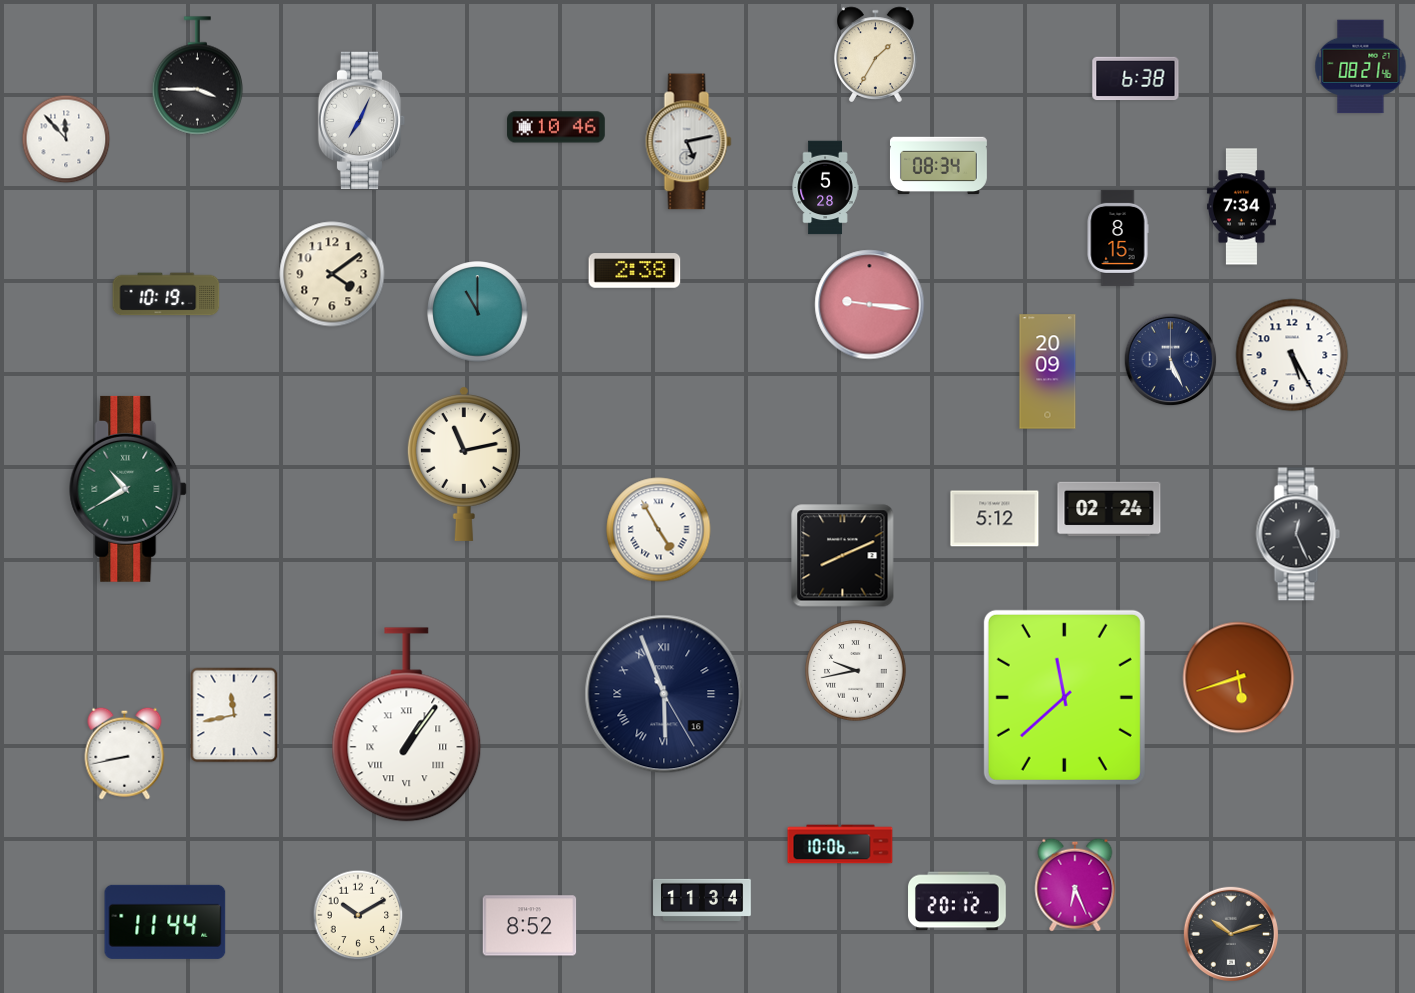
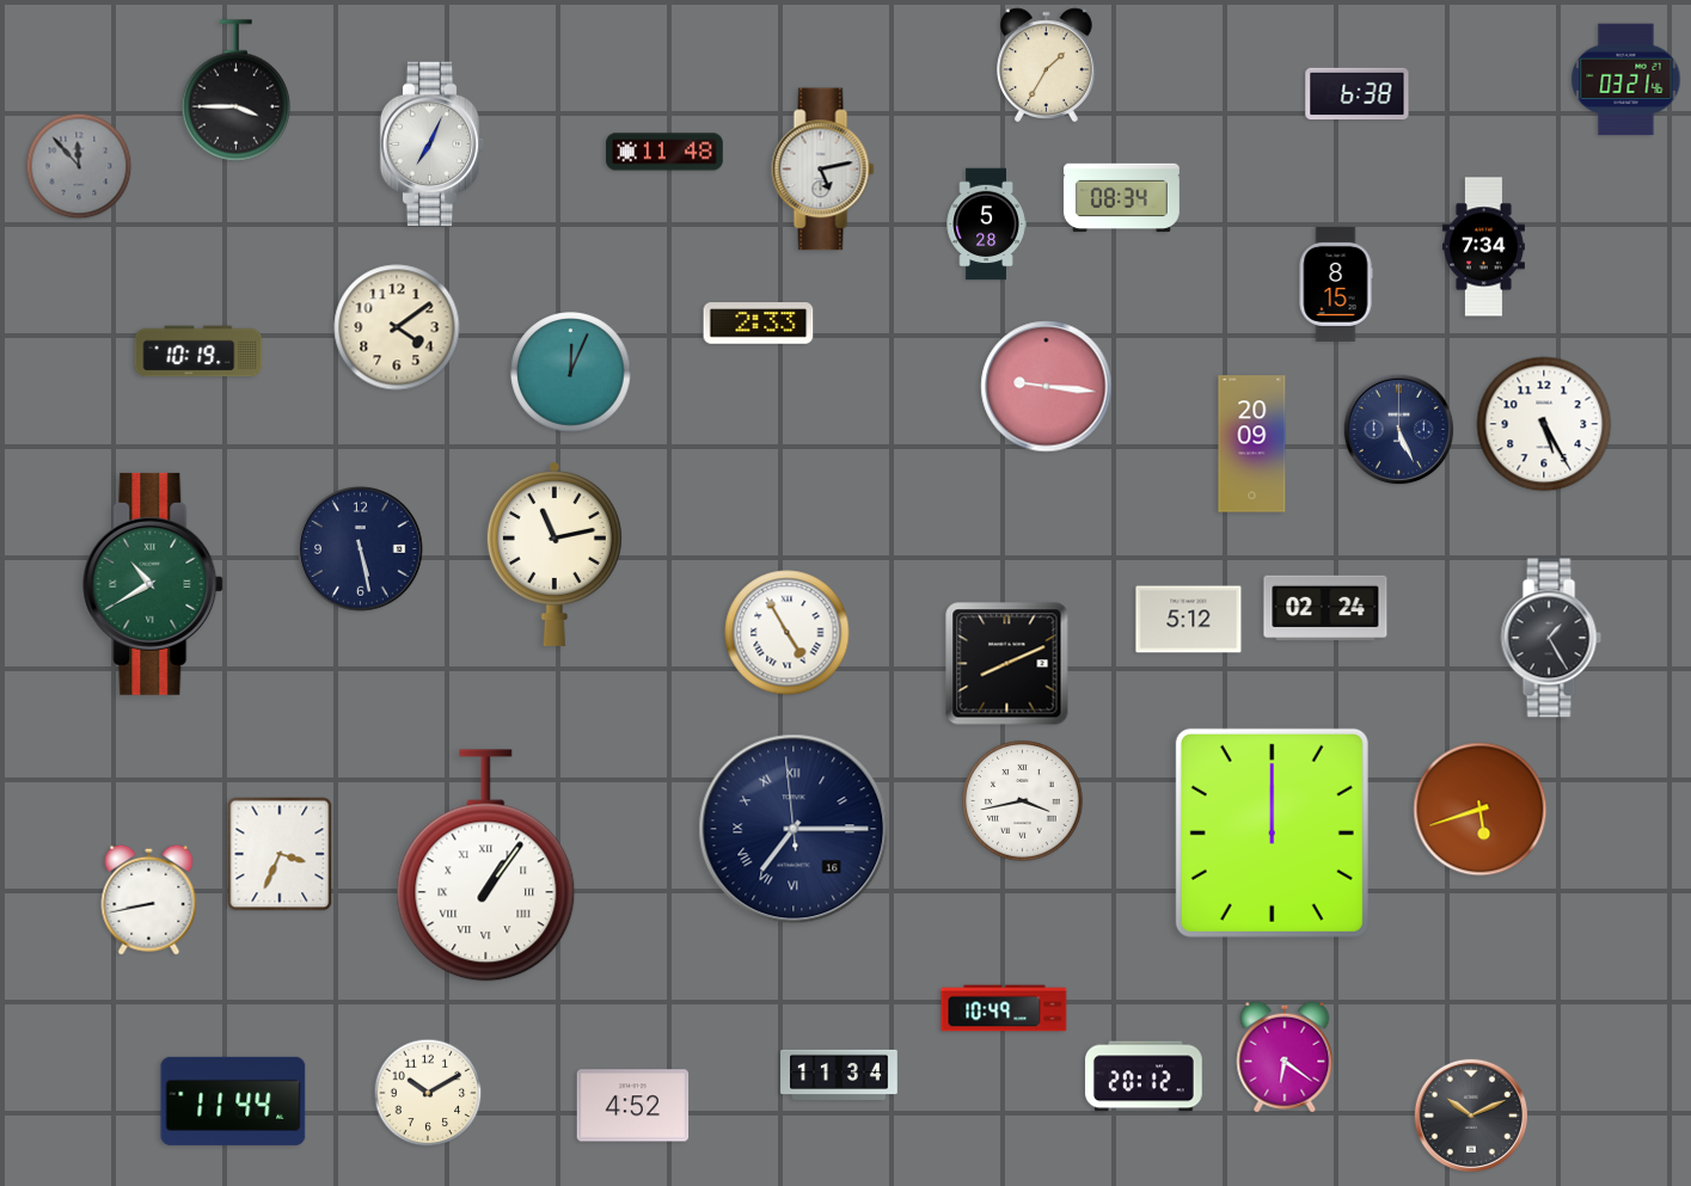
clock at (1361, 67): 08:21 -> 03:21
clock at (556, 127): 10:46 -> 11:48
clock at (66, 139) dial: white -> grey
clock at (635, 271): 2:38 -> 2:33
clock at (870, 305) position: (870, 305) -> (1047, 387)
clock at (478, 312): 11:00 -> 12:04
clock at (361, 549): none -> 5:28
clock at (1298, 534): 12:26 -> 1:25
clock at (856, 671): 9:43 -> 3:43
clock at (664, 694): 5:56 -> 7:14
clock at (1064, 697): 11:38 -> 12:00
clock at (234, 715): 11:43 -> 3:34
clock at (840, 844): 10:06 -> 10:49
clock at (1075, 885): 6:26 -> 6:21
clock at (165, 922) position: (165, 922) -> (233, 1101)
clock at (530, 926): 8:52 -> 4:52
clock at (1230, 933): 10:12 -> 10:11
